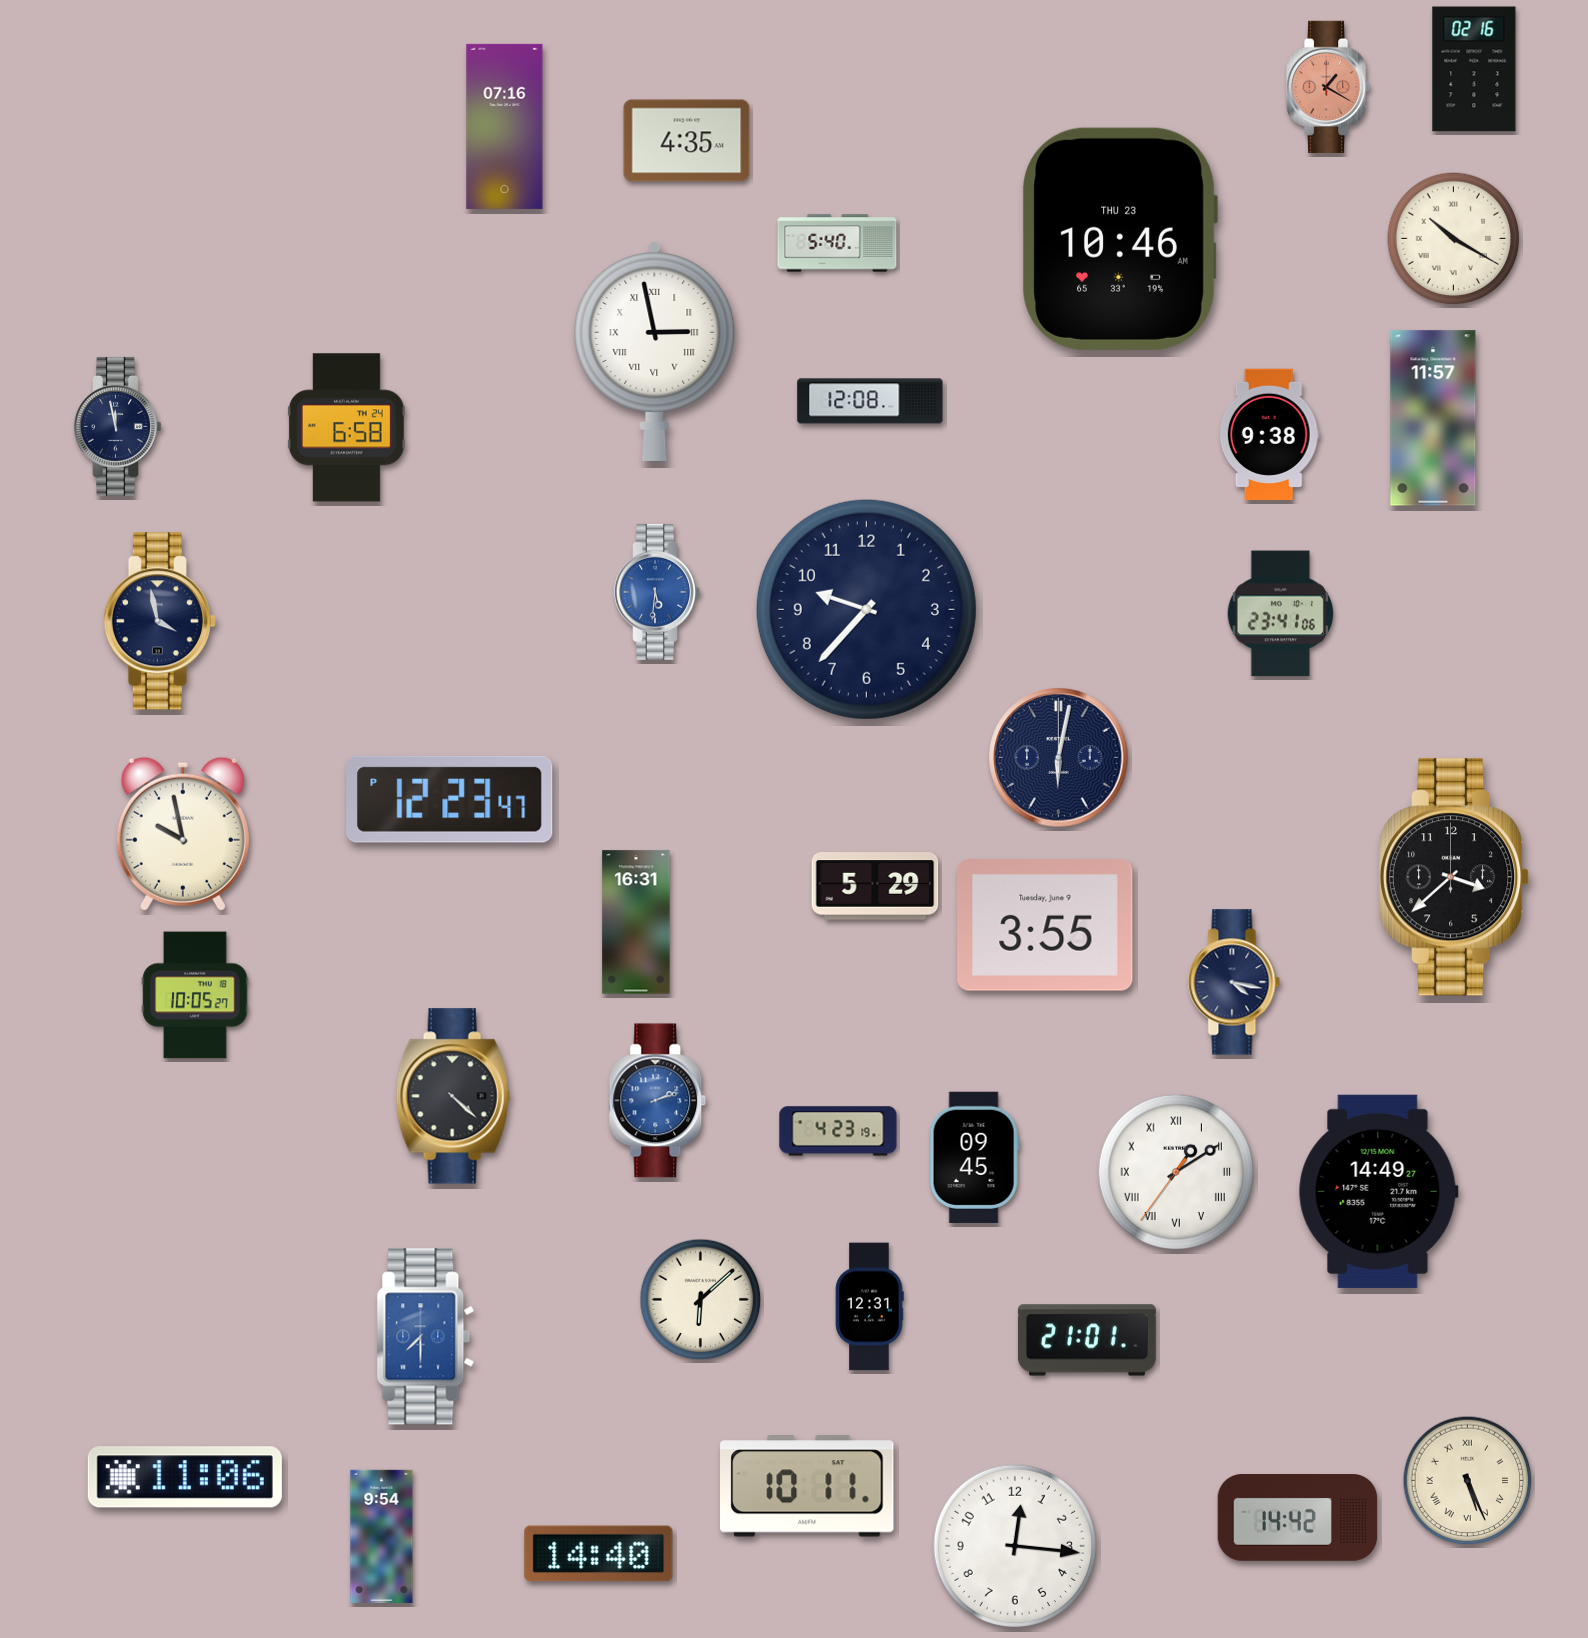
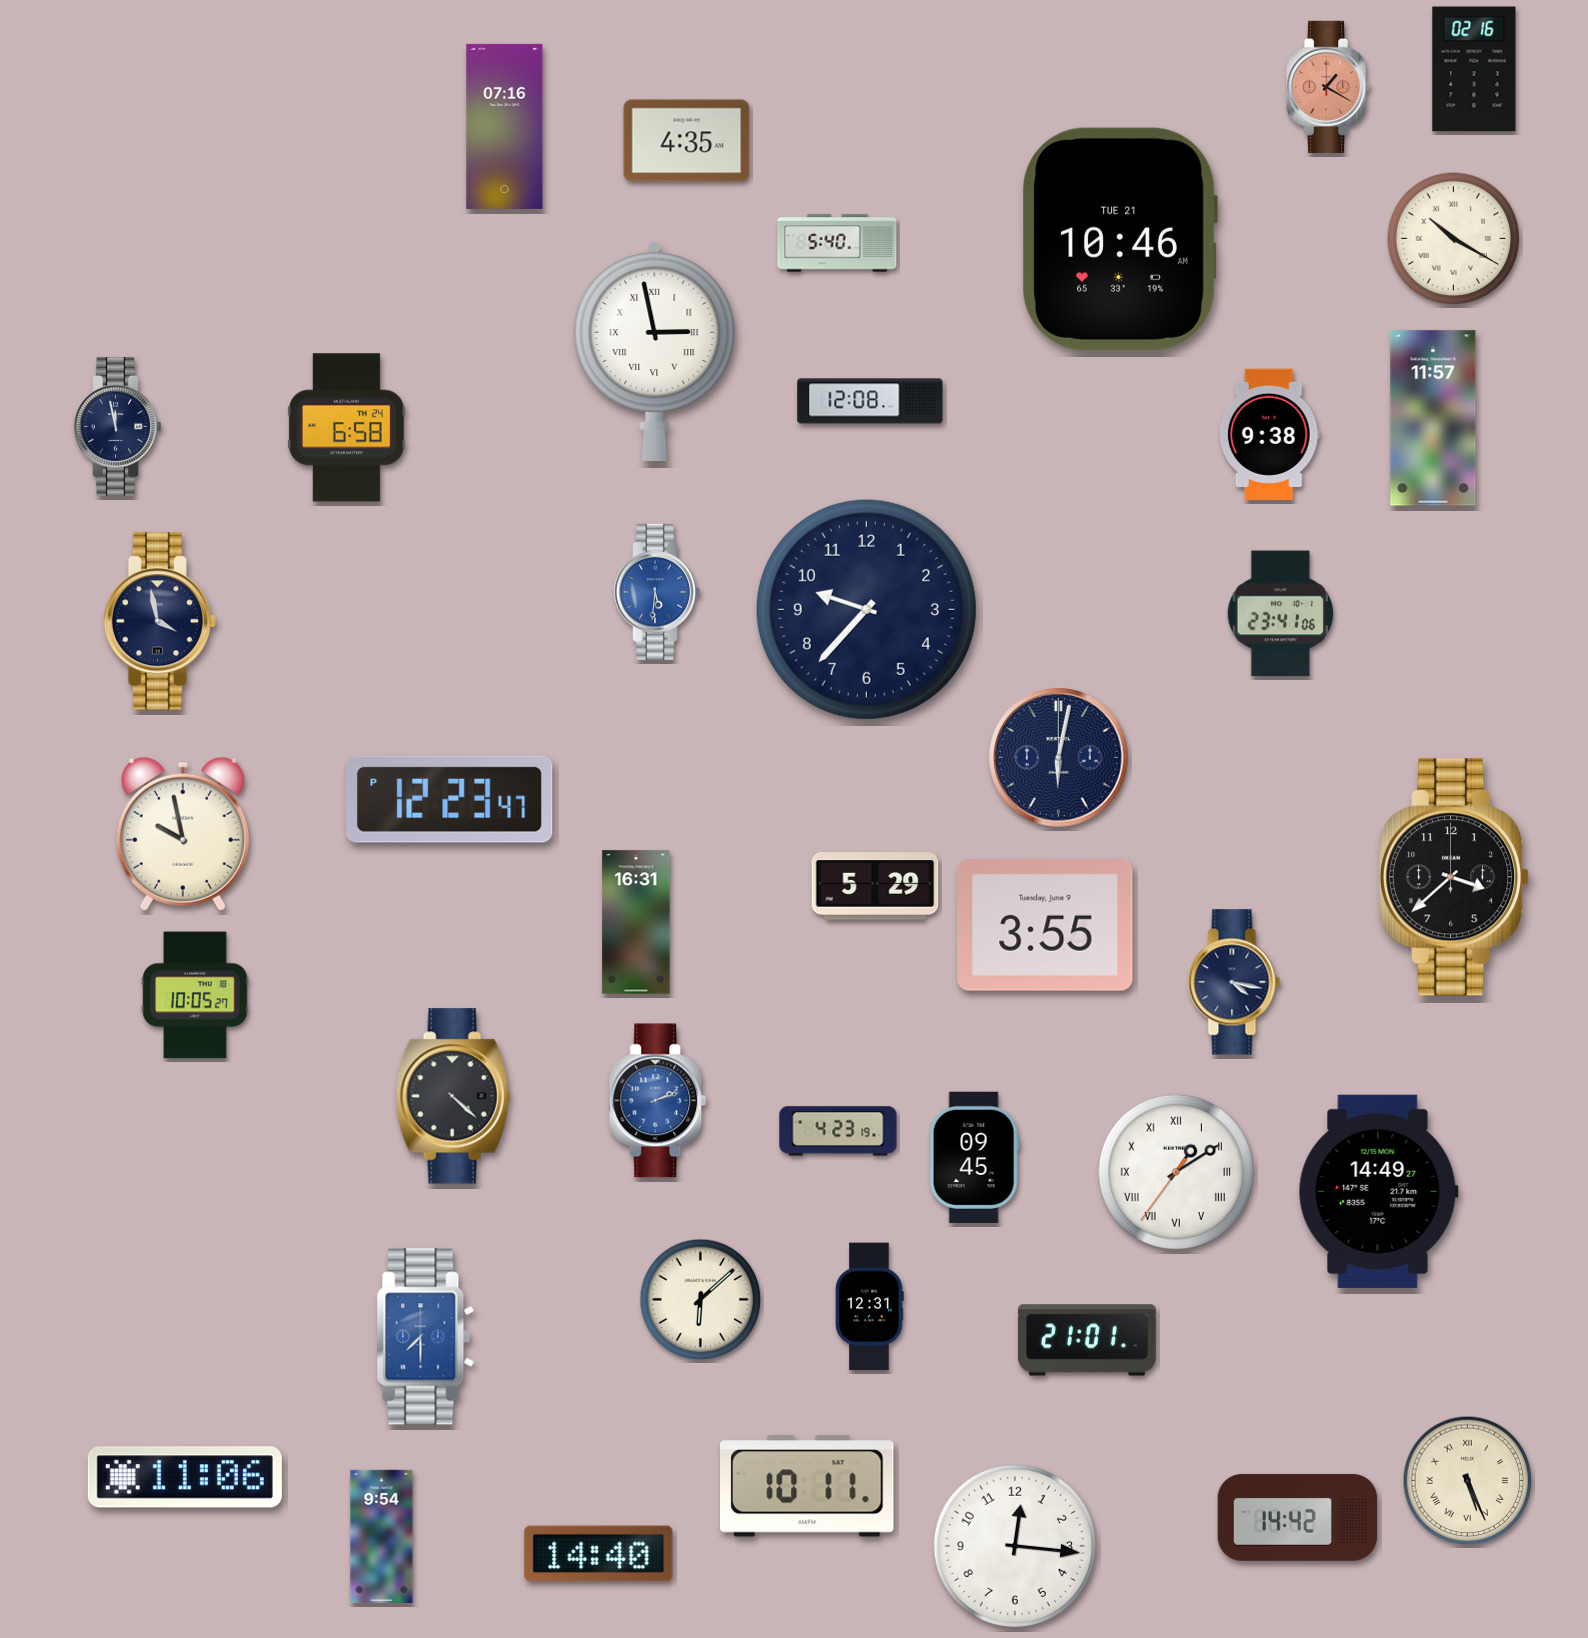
clock at (1120, 239) date: THU 23 -> TUE 21
